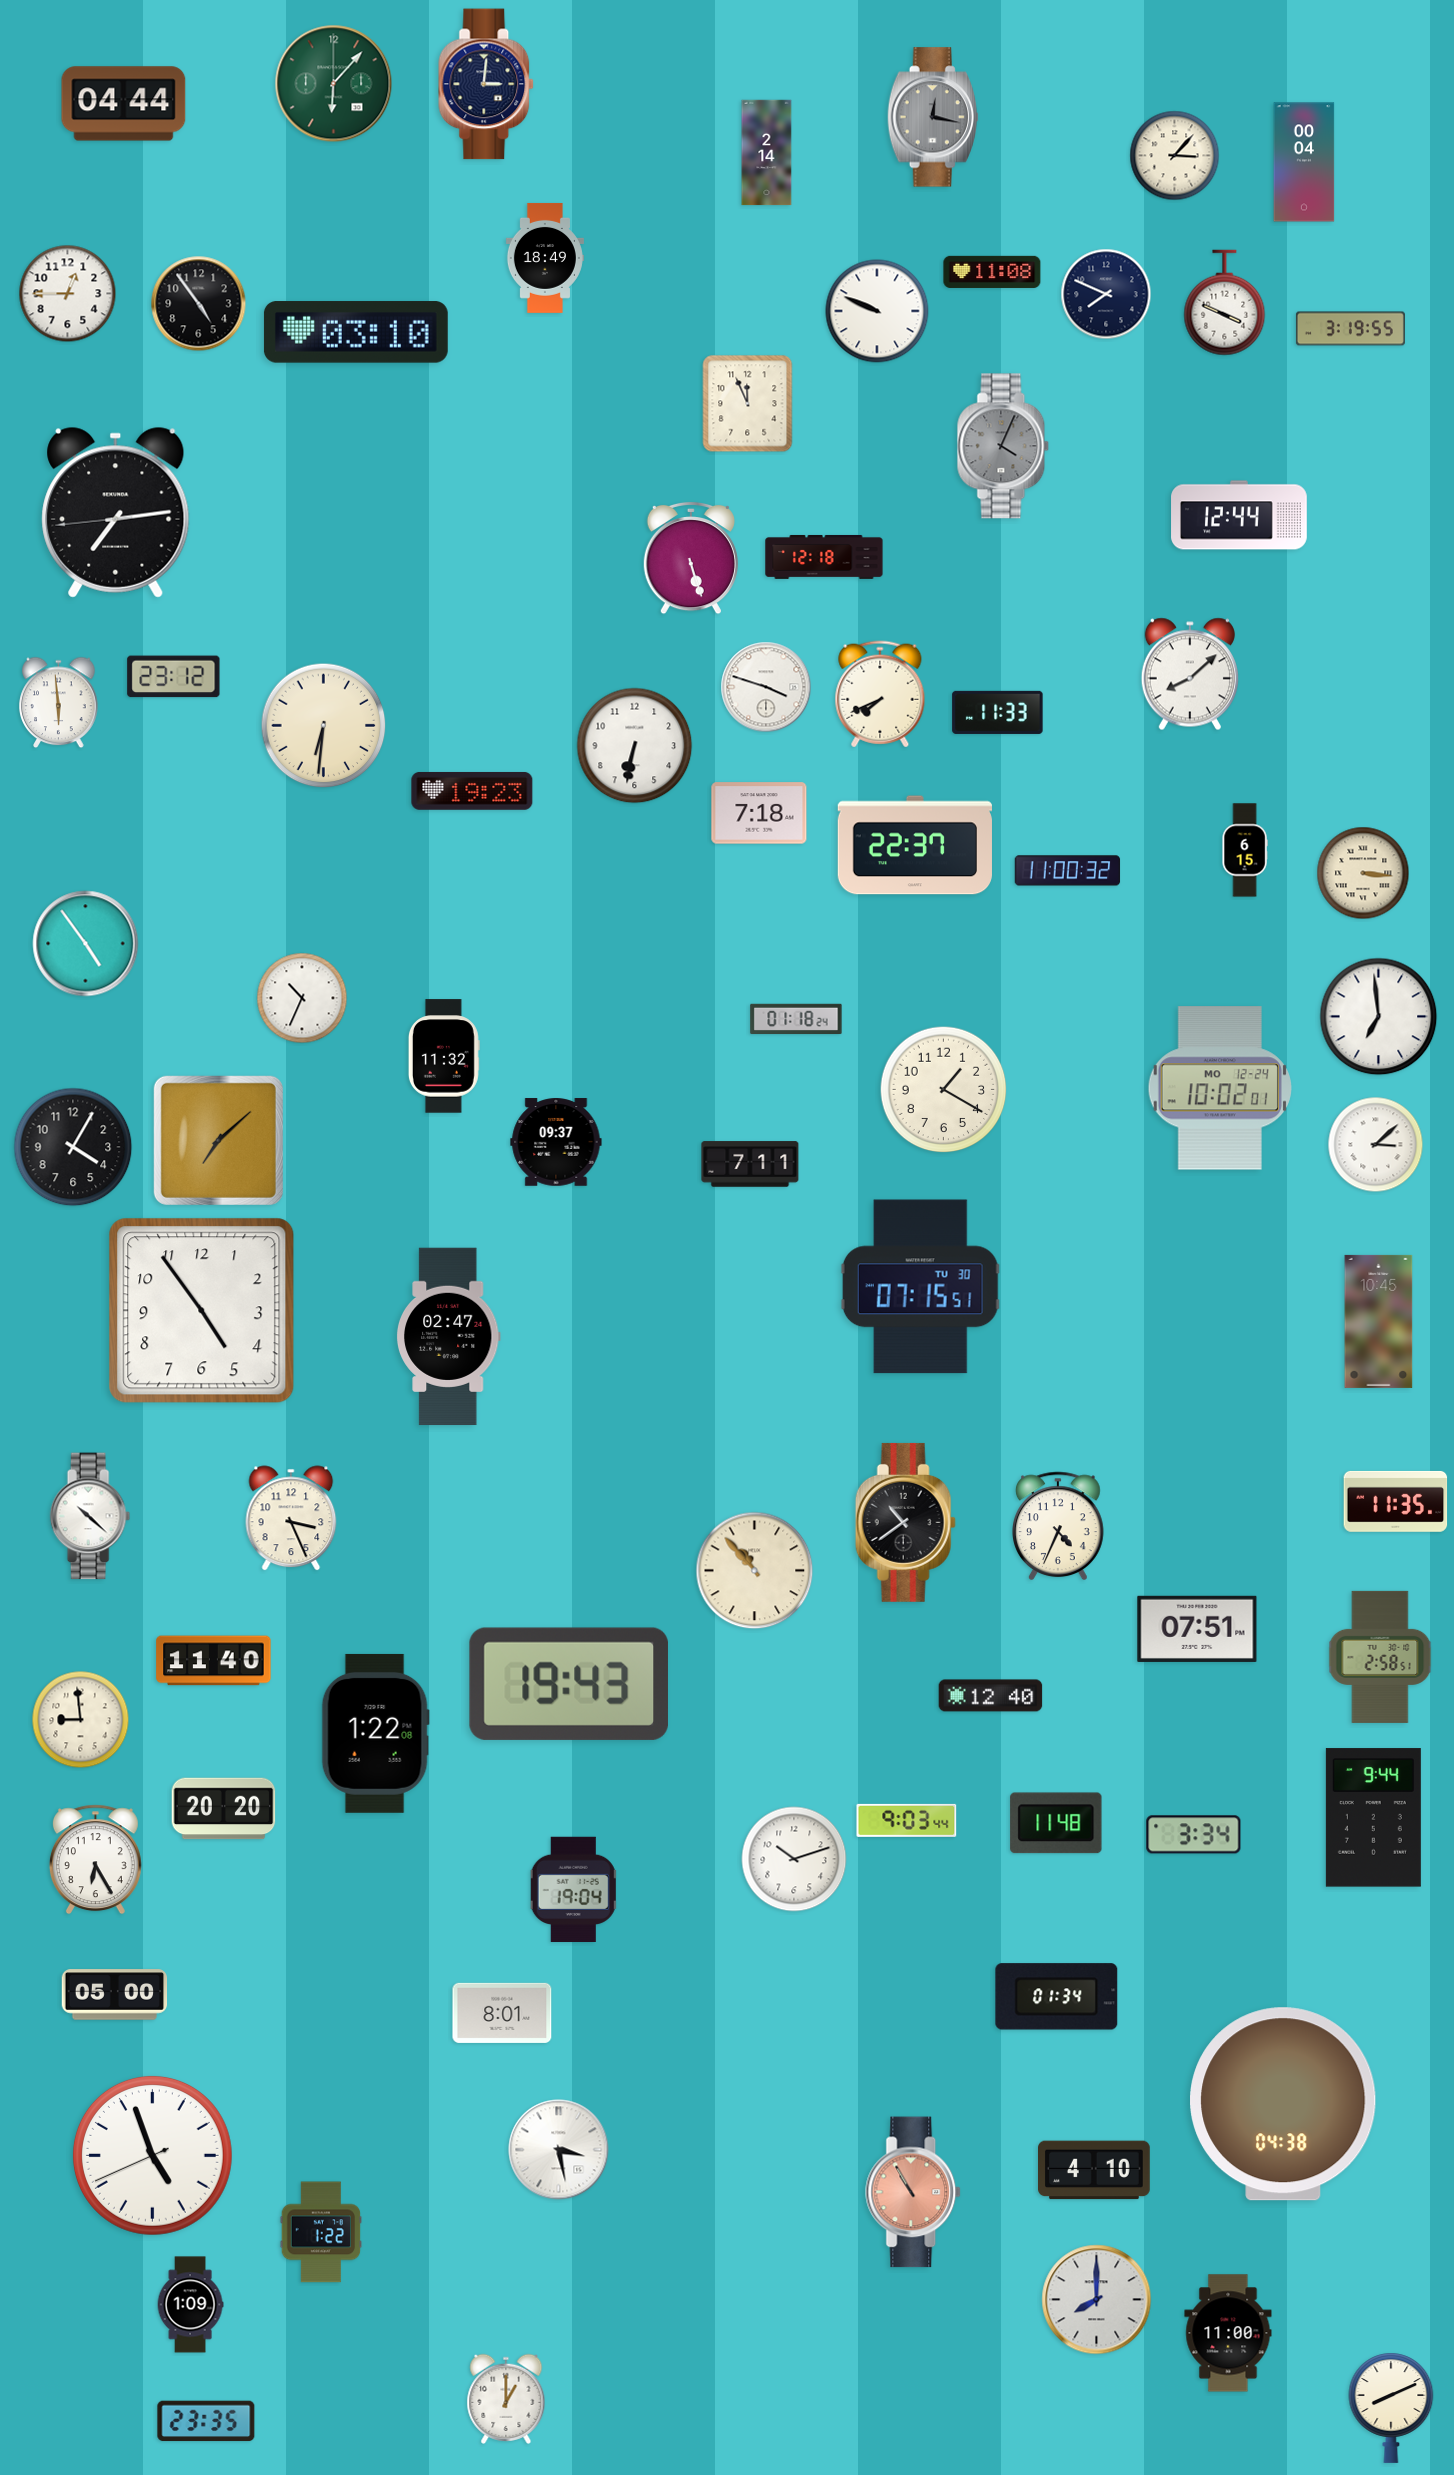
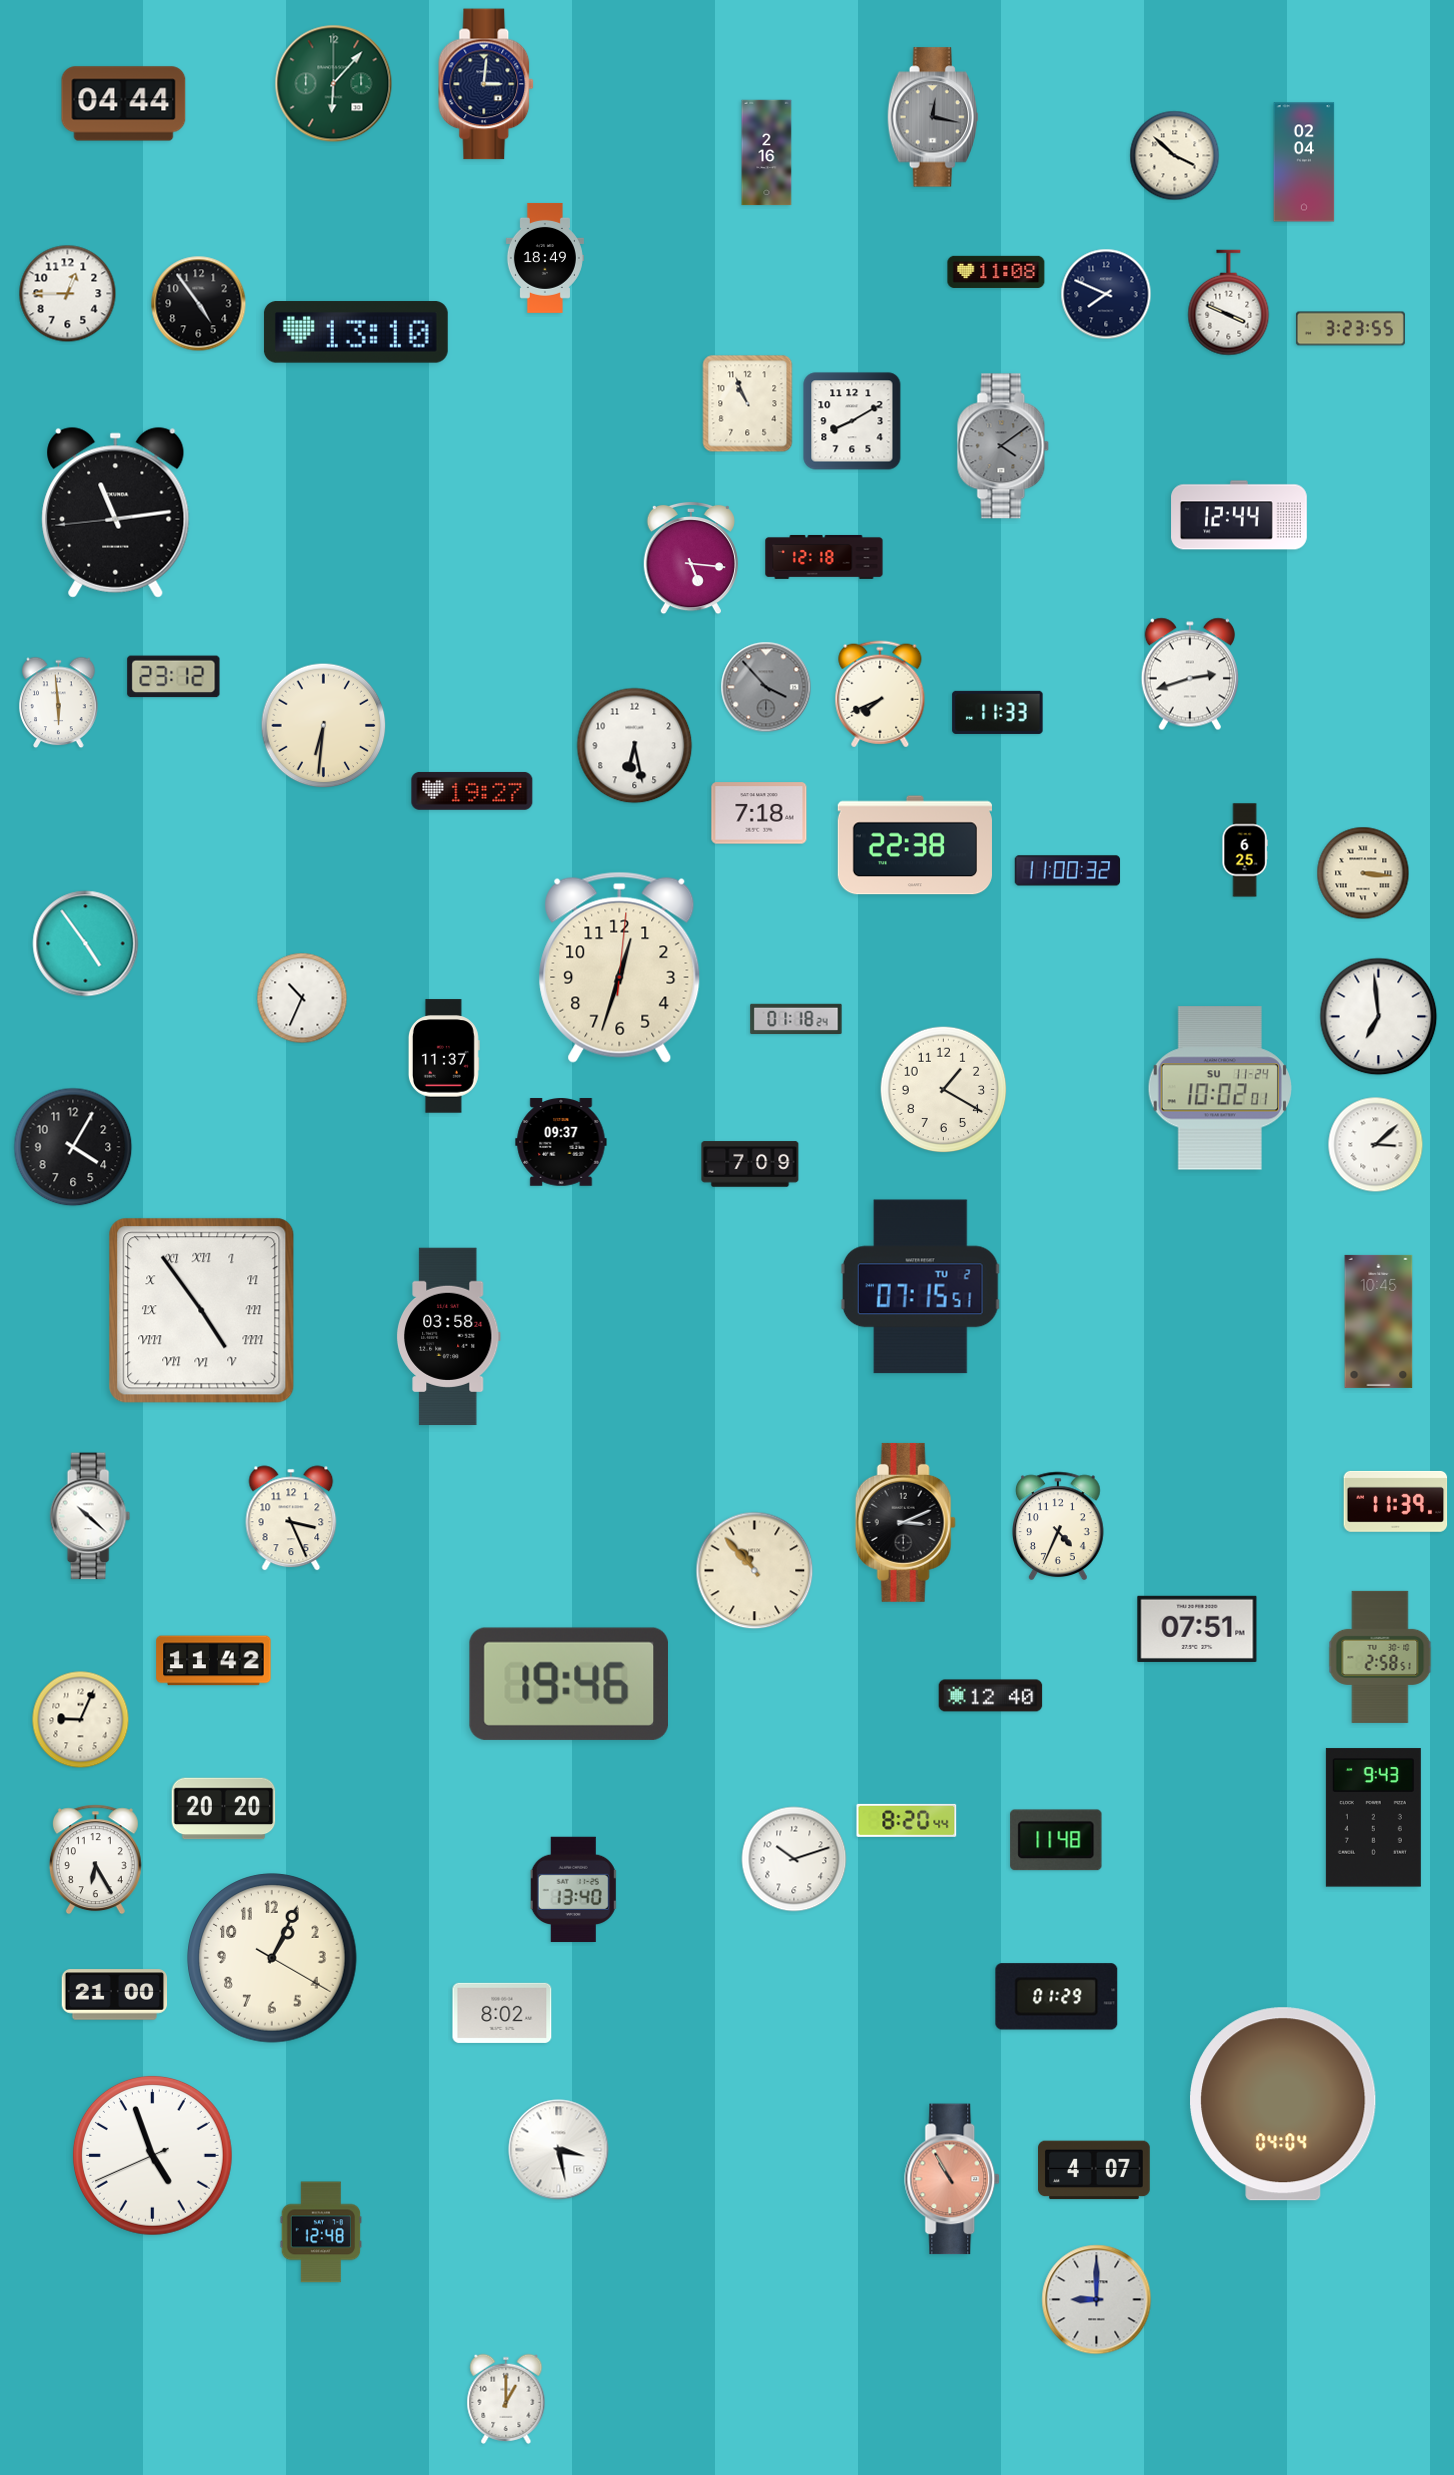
clock at (767, 153): 2:14 -> 2:16
clock at (1175, 156): 3:07 -> 3:52
clock at (1304, 162): 00:04 -> 02:04
clock at (992, 272) position: (992, 272) -> (996, 272)
clock at (1225, 303) position: (1225, 303) -> (1229, 303)
clock at (877, 311): 9:49 -> none
clock at (1350, 329): 3:19 -> 3:23
clock at (356, 332): 03:10 -> 13:10
clock at (748, 404): 11:56 -> 10:56
clock at (852, 421): none -> 8:10
clock at (1003, 446): 4:04 -> 4:09
clock at (116, 512): 7:13 -> 11:13
clock at (691, 558): 5:27 -> 5:16
clock at (1190, 674): 8:08 -> 2:42
clock at (766, 687): 3:48 -> 3:53
clock at (766, 687) dial: white -> grey
clock at (635, 746): 6:32 -> 6:28
clock at (472, 791): 19:23 -> 19:27
clock at (915, 845): 22:37 -> 22:38
clock at (1245, 850): 6:15 -> 6:25
clock at (620, 967): none -> 12:33
clock at (444, 1056): 11:32 -> 11:37
clock at (1220, 1088) date: MO 12-24 -> SU 11-24
clock at (218, 1140): 7:08 -> none
clock at (556, 1142) position: (556, 1142) -> (561, 1142)
clock at (750, 1164): 7:11 -> 7:09
clock at (920, 1287) date: TU 30 -> TU 2
clock at (202, 1311) numerals: Arabic -> Roman
clock at (448, 1337): 02:47 -> 03:58
clock at (1396, 1501): 11:35 -> 11:39
clock at (905, 1522): 10:39 -> 3:11
clock at (214, 1661): 11:40 -> 11:42
clock at (569, 1684): 19:43 -> 19:46
clock at (81, 1720): 8:59 -> 9:04
clock at (375, 1733): 1:22 -> none
clock at (1373, 1818): 9:44 -> 9:43
clock at (907, 1820): 9:03 -> 8:20
clock at (1056, 1823) position: (1056, 1823) -> (1056, 1840)
clock at (1194, 1835): 3:34 -> none
clock at (573, 1889): 19:04 -> 13:40
clock at (272, 1958): none -> 1:04
clock at (115, 1995): 05:00 -> 21:00
clock at (1057, 1997): 01:34 -> 01:29
clock at (502, 2013): 8:01 -> 8:02
clock at (1283, 2104): 04:38 -> 04:04
clock at (1095, 2170): 4:10 -> 4:07
clock at (914, 2192) position: (914, 2192) -> (953, 2179)
clock at (321, 2232): 1:22 -> 12:48
clock at (1097, 2300): 8:00 -> 9:00
clock at (190, 2305): 1:09 -> none
clock at (1228, 2333): 11:00 -> none
clock at (1391, 2408): 8:11 -> none
clock at (206, 2421): 23:35 -> none
